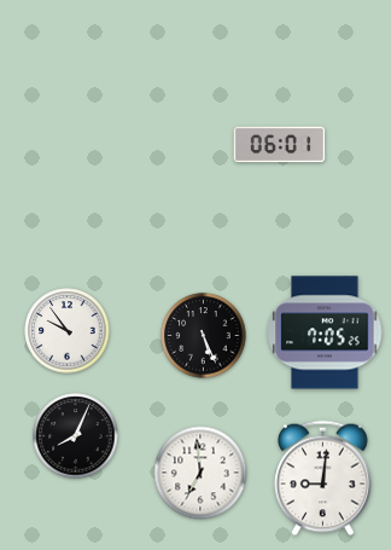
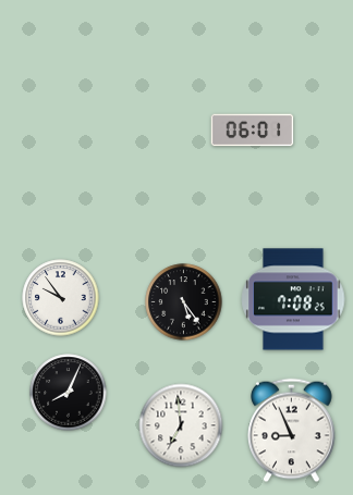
clock at (325, 332): 7:05 -> 7:08
clock at (204, 336): 5:26 -> 5:24
clock at (323, 479): 9:01 -> 8:56
